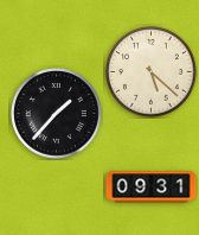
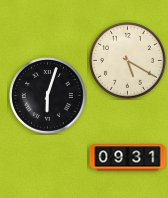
clock at (152, 72): 5:22 -> 5:20
clock at (57, 114): 1:37 -> 6:03
